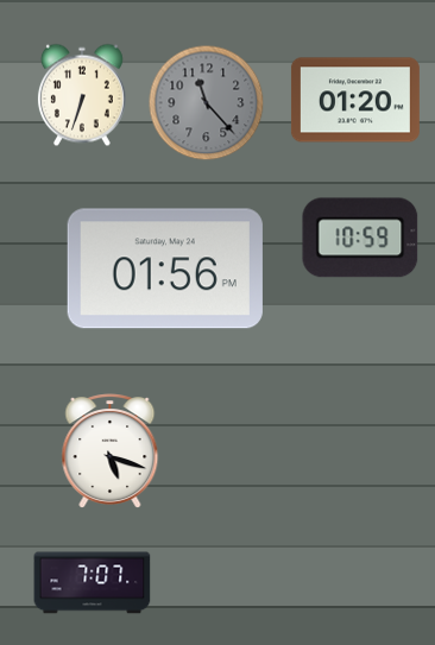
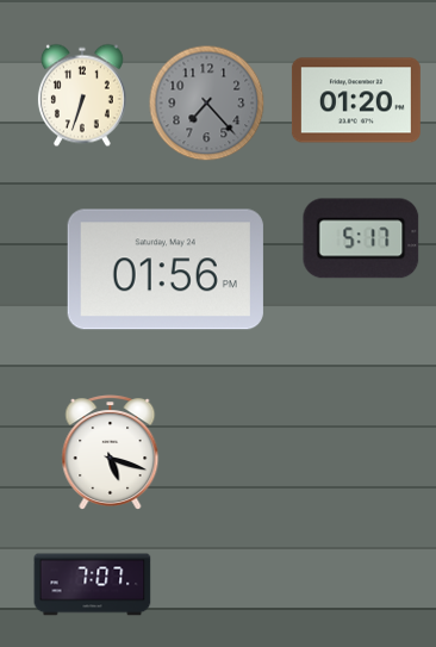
clock at (207, 103): 11:23 -> 7:23
clock at (360, 238): 10:59 -> 5:17
